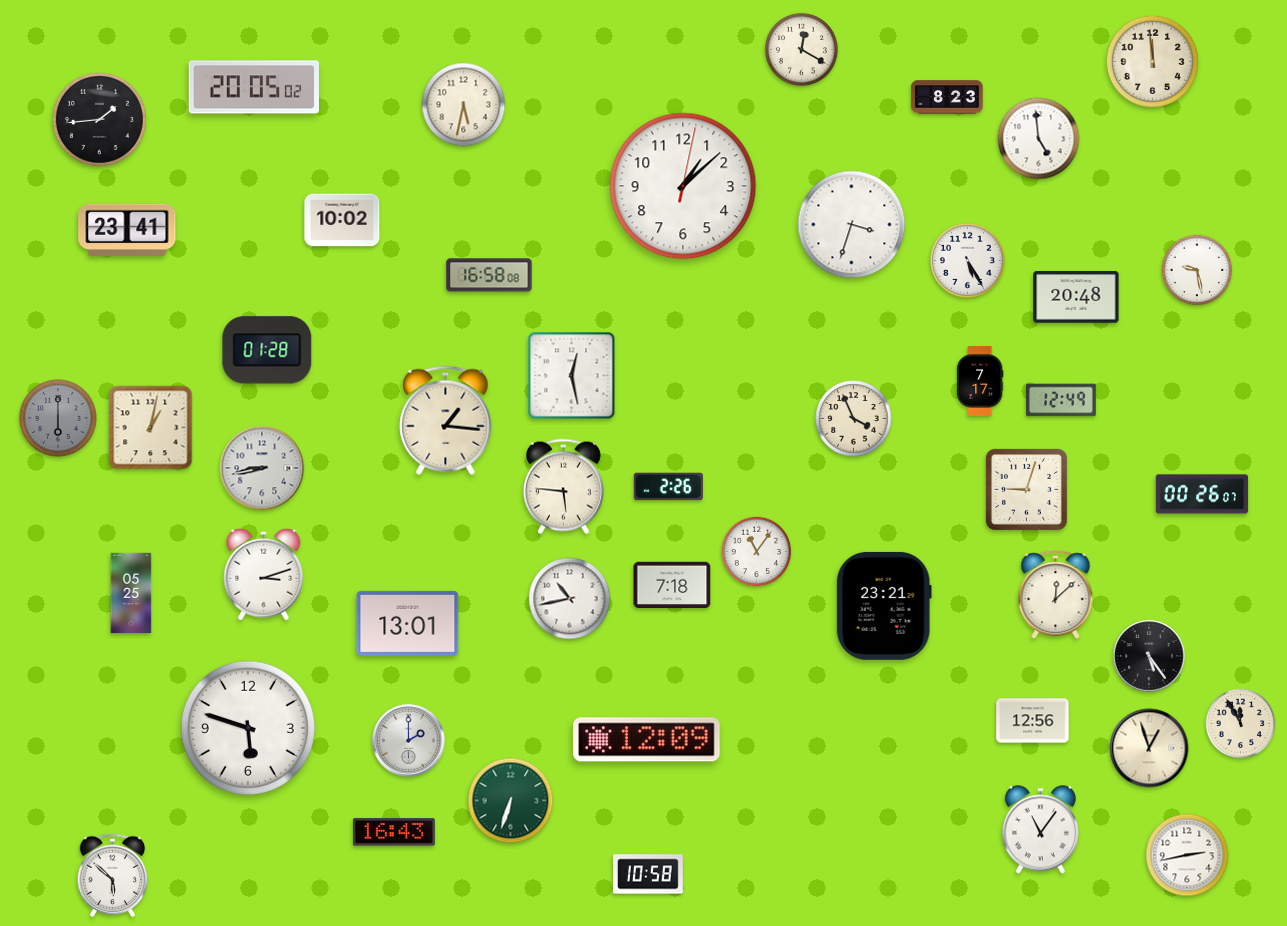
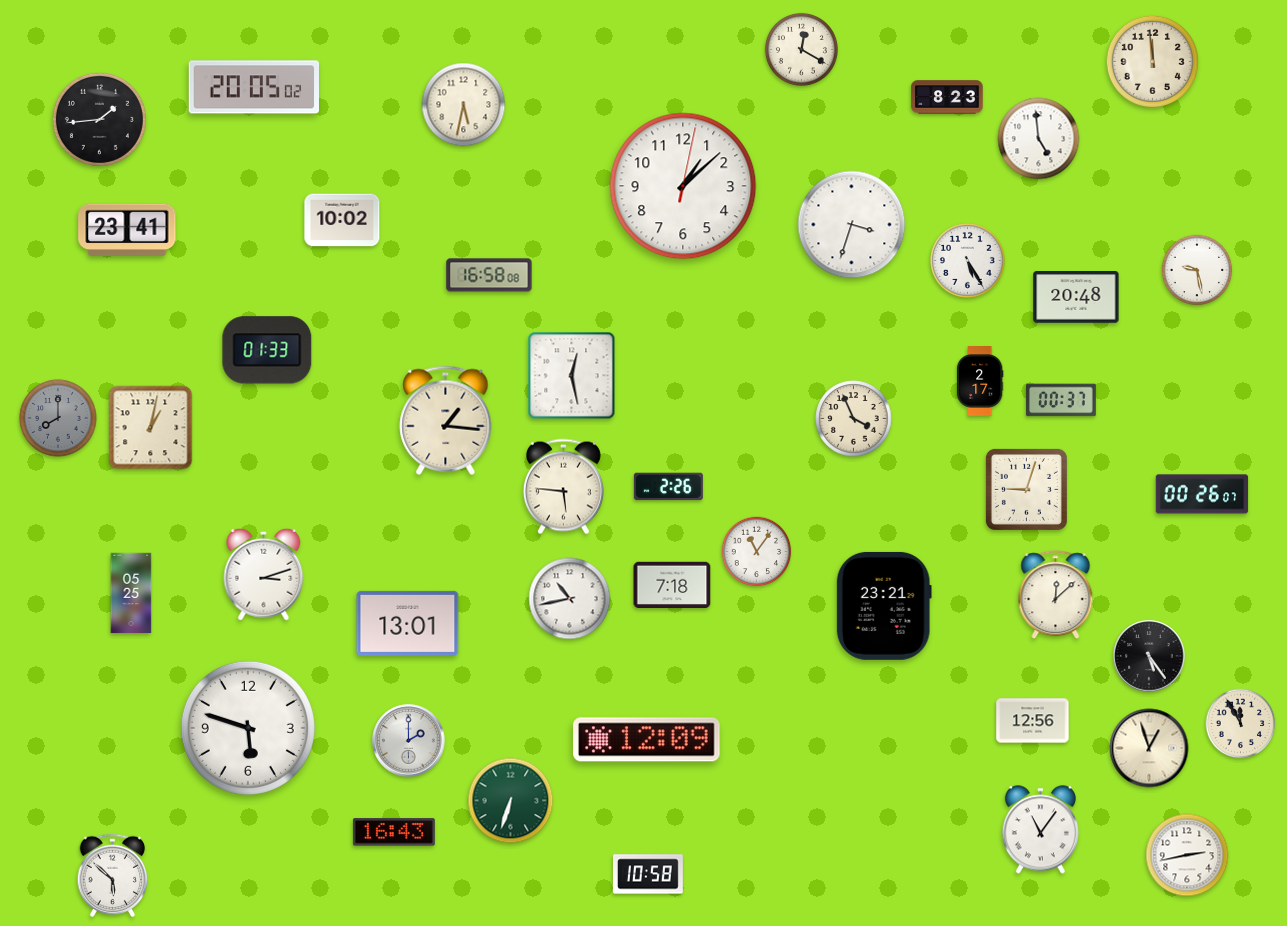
clock at (267, 350): 01:28 -> 01:33
clock at (980, 382): 7:17 -> 2:17
clock at (1061, 400): 12:49 -> 00:37
clock at (58, 418): 6:00 -> 8:00
clock at (262, 468): 8:43 -> none
